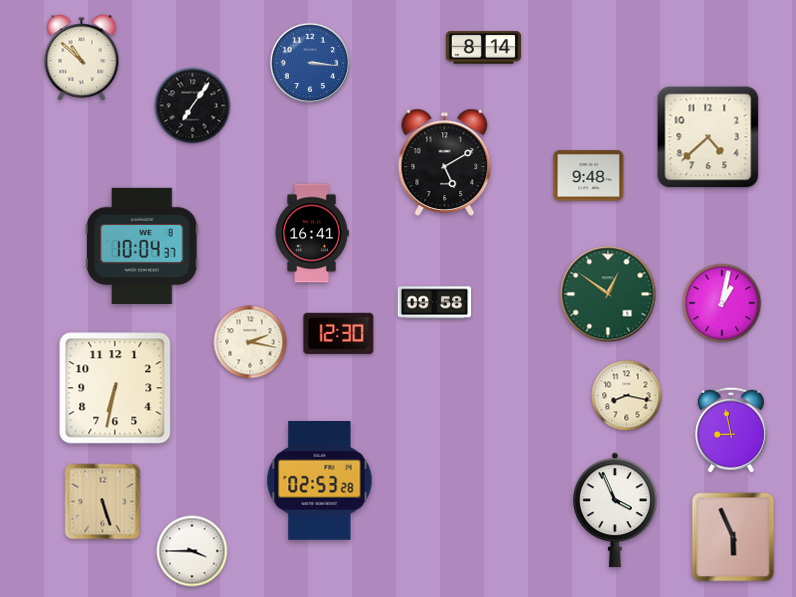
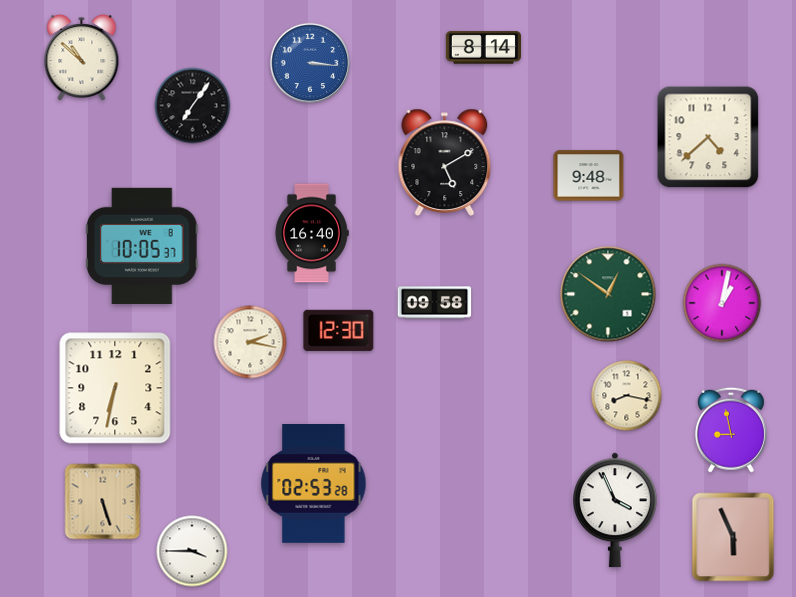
clock at (312, 233): 16:41 -> 16:40
clock at (143, 246): 10:04 -> 10:05
clock at (339, 333) position: (339, 333) -> (339, 330)
clock at (320, 481) position: (320, 481) -> (314, 484)
